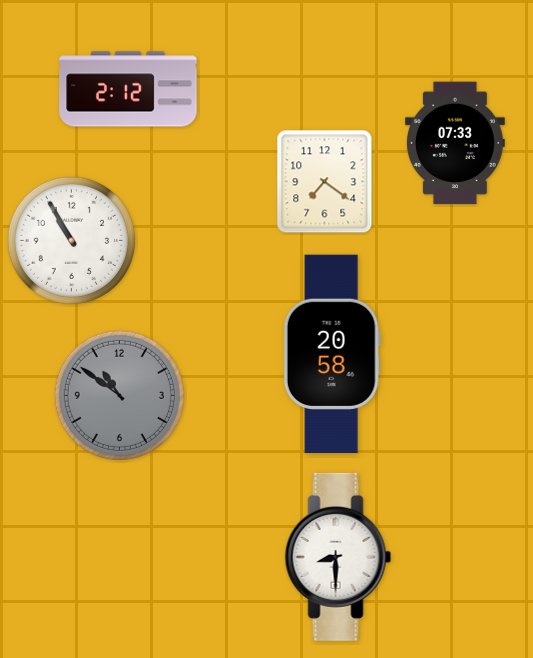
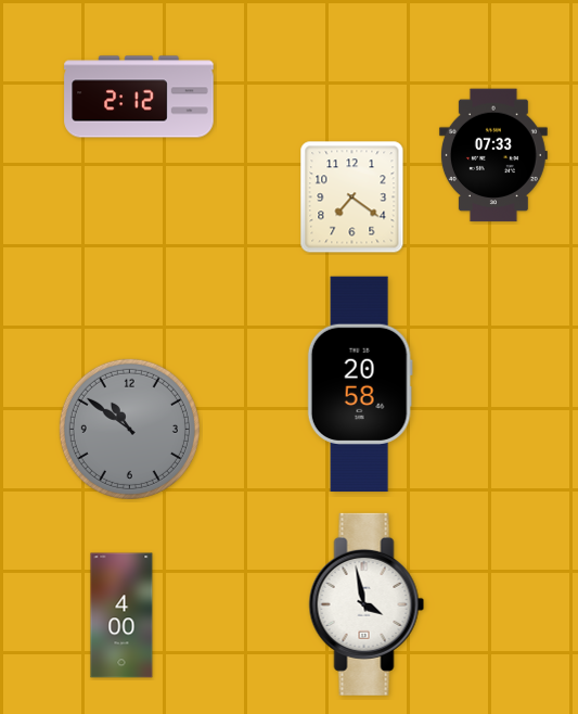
clock at (71, 240): 10:55 -> none
clock at (338, 557): 8:30 -> 3:58
clock at (121, 615): none -> 4:00
